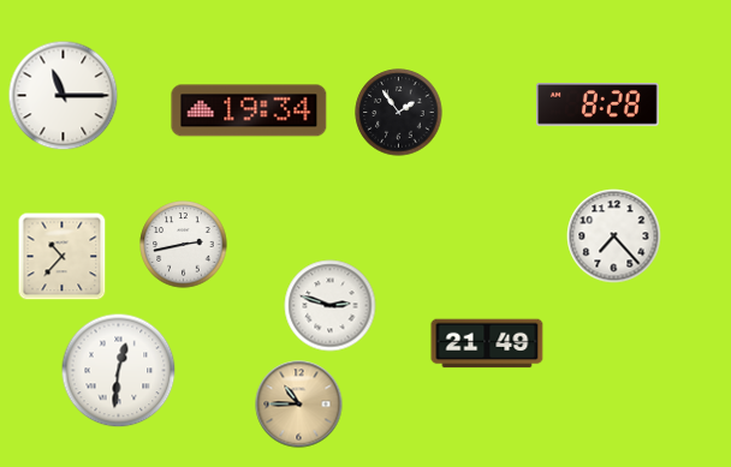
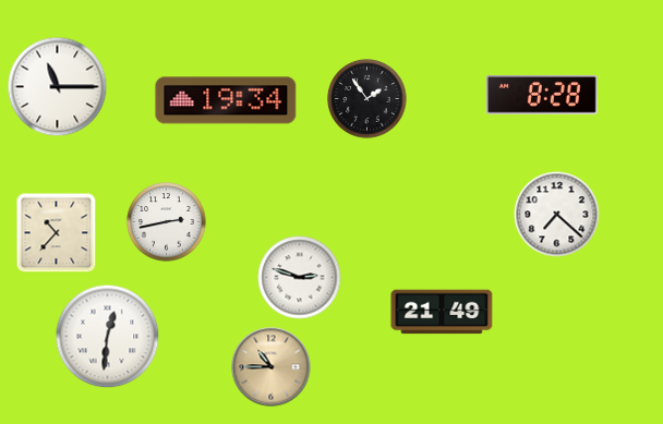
clock at (399, 113) position: (399, 113) -> (367, 99)
clock at (614, 237): 7:23 -> 7:22
